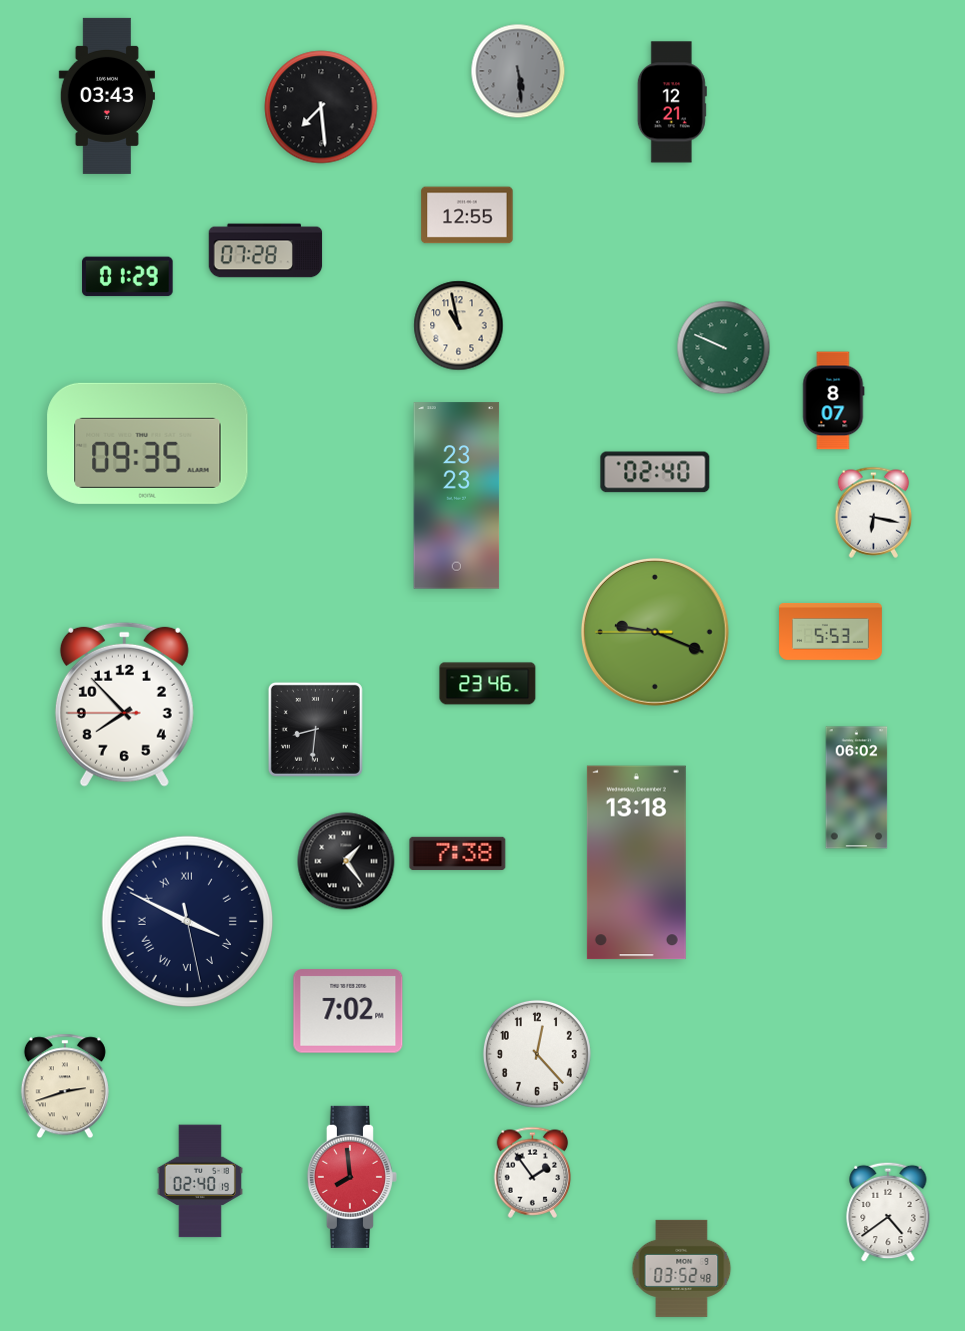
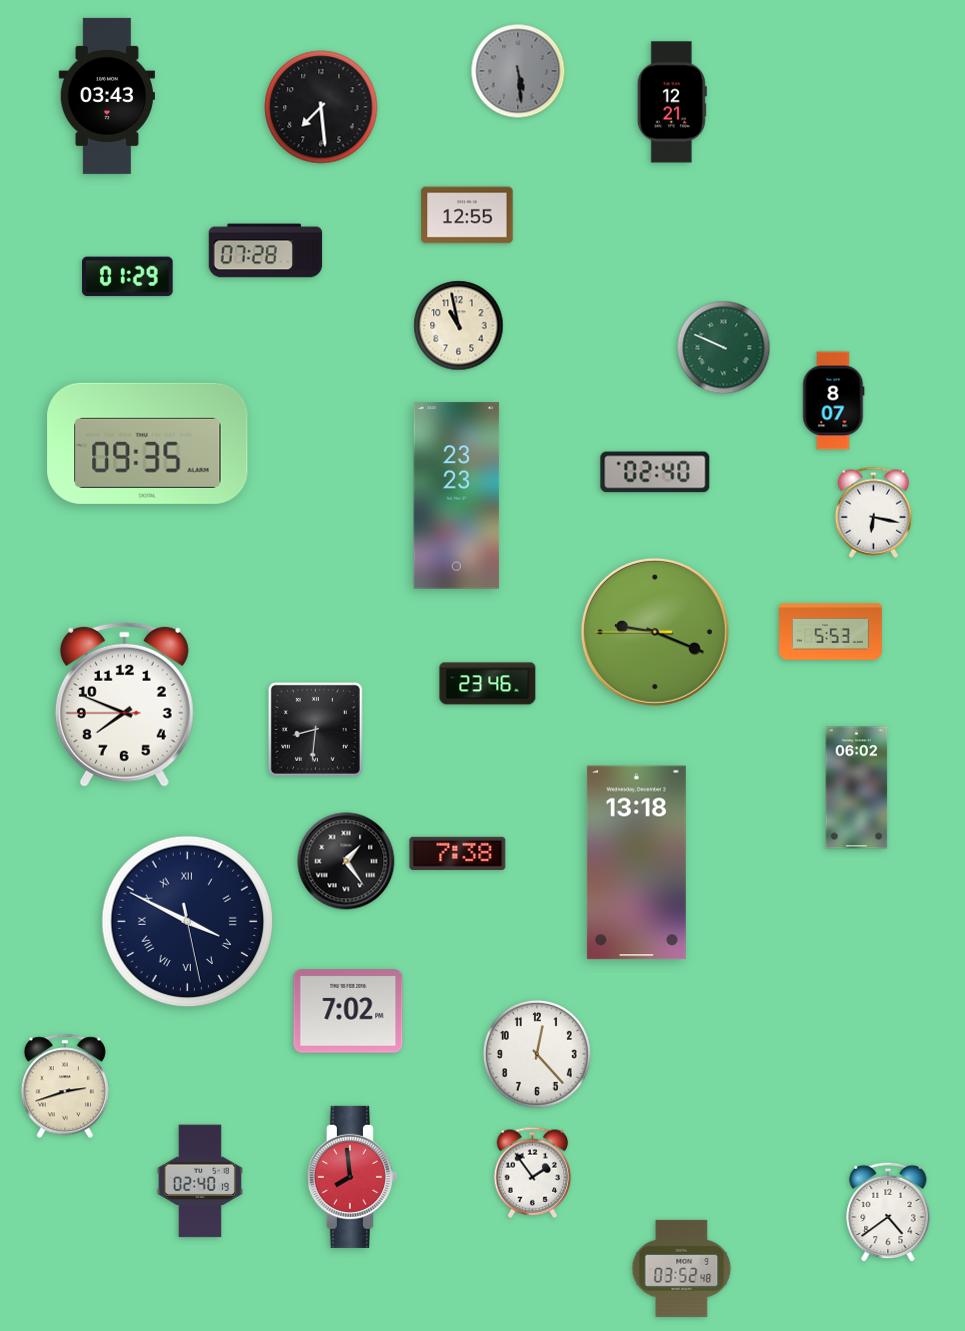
clock at (124, 704): 7:52 -> 7:48
